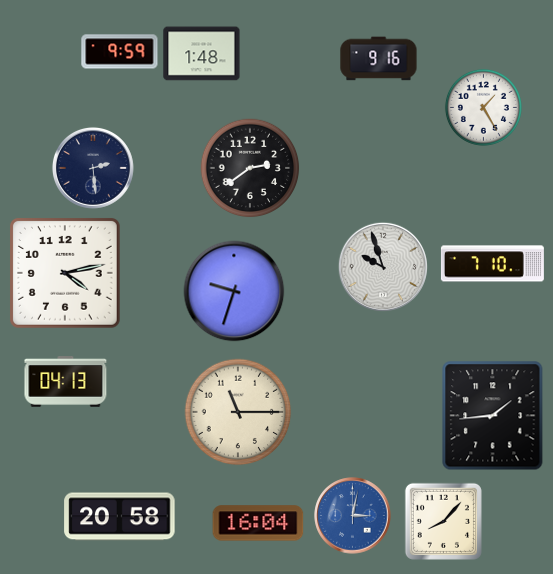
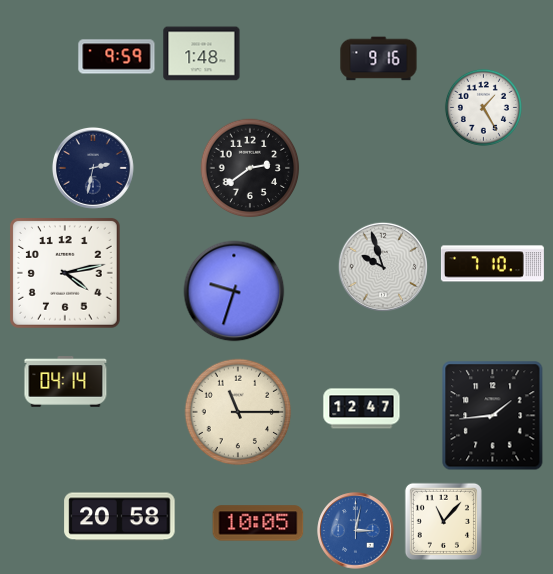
clock at (120, 52) position: (120, 52) -> (117, 57)
clock at (93, 168): 2:29 -> 2:32
clock at (66, 382): 04:13 -> 04:14
clock at (362, 409): none -> 12:47
clock at (353, 516) position: (353, 516) -> (356, 531)
clock at (443, 521): 8:07 -> 11:07
clock at (258, 523): 16:04 -> 10:05
